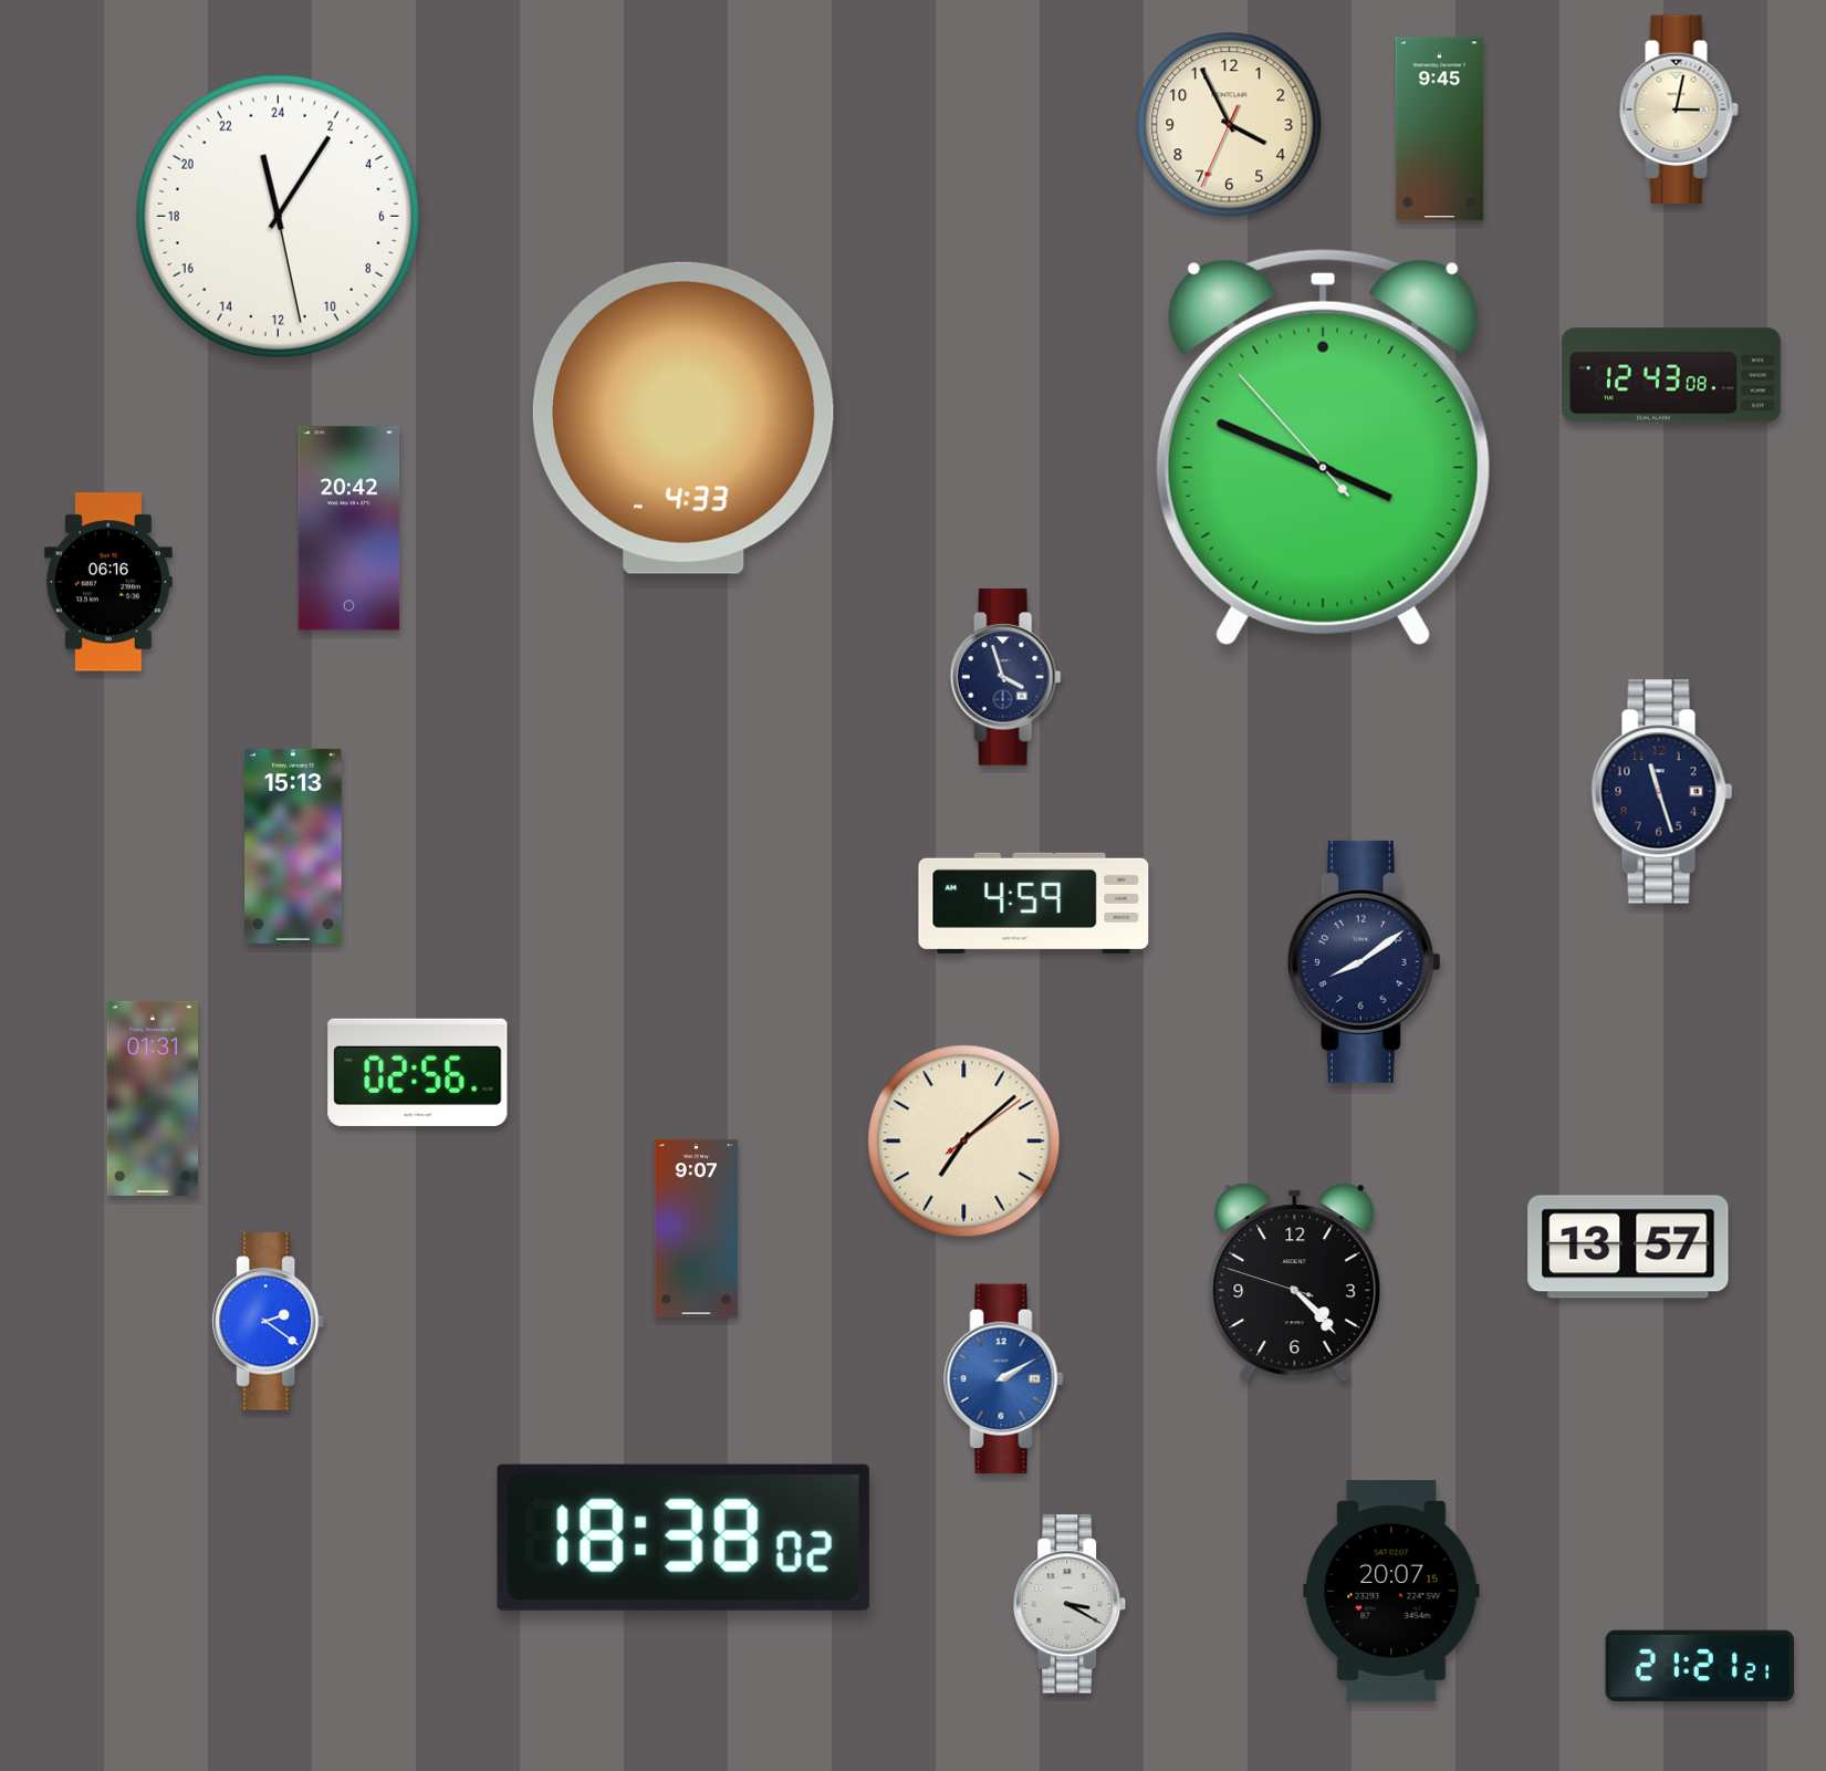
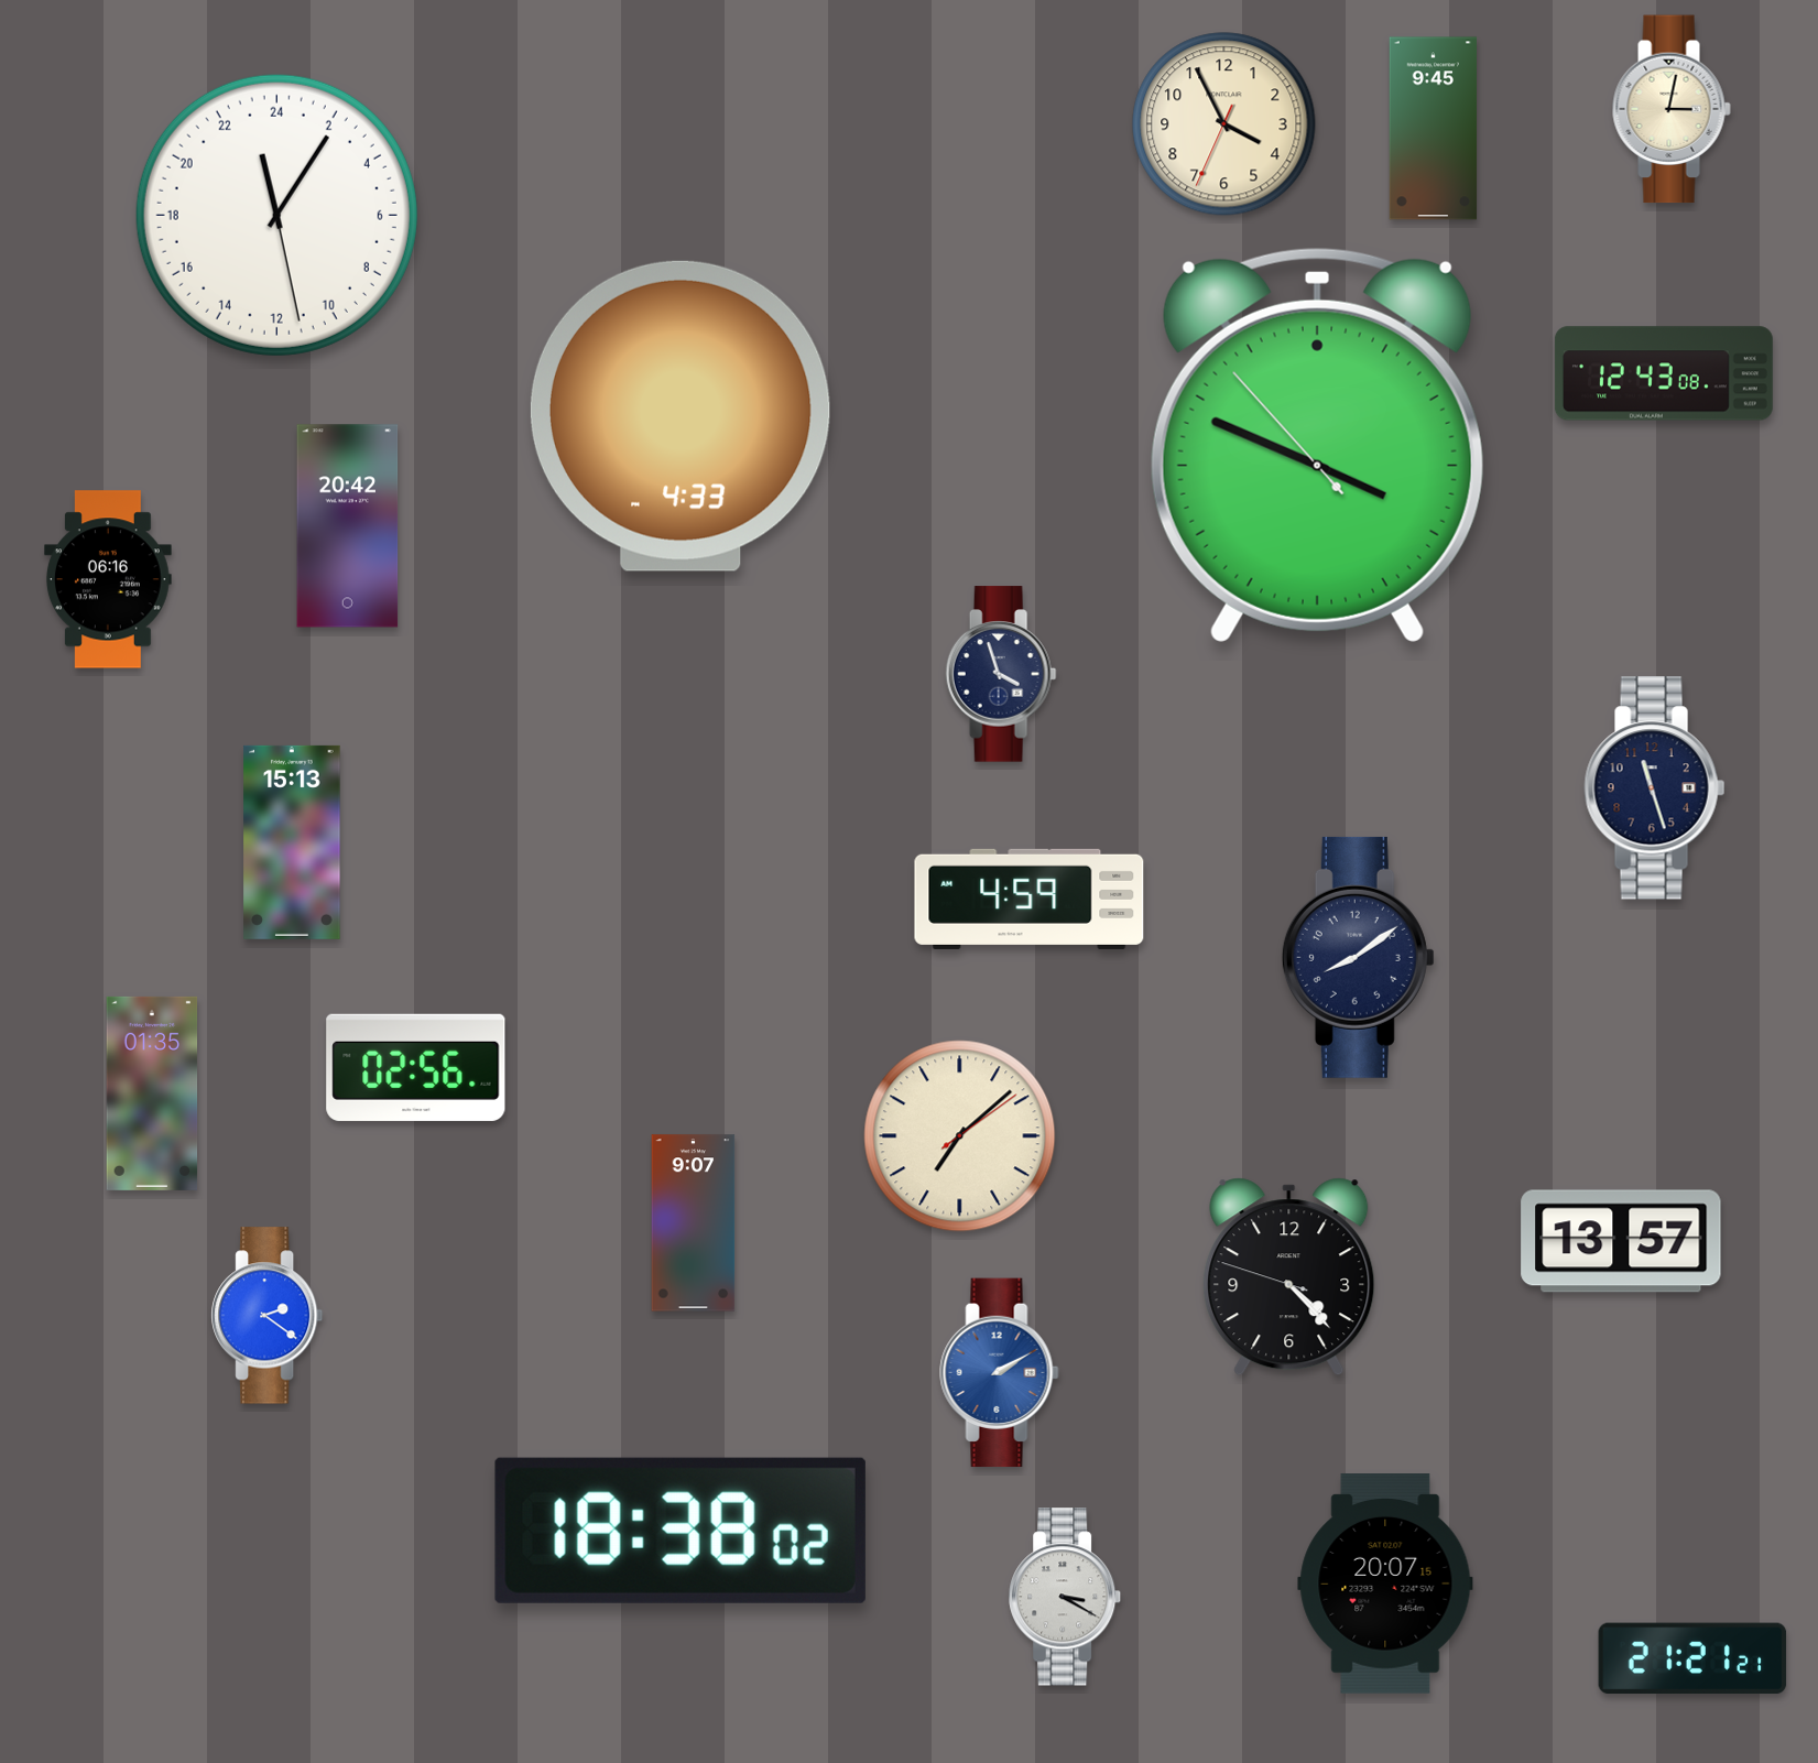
clock at (153, 1098): 01:31 -> 01:35
